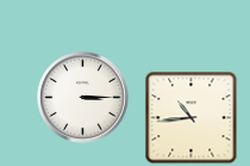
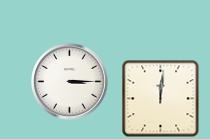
clock at (190, 117): 10:44 -> 12:01
